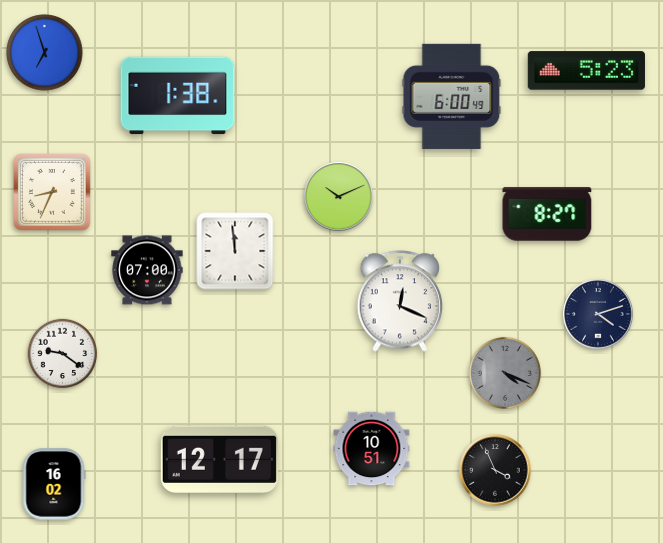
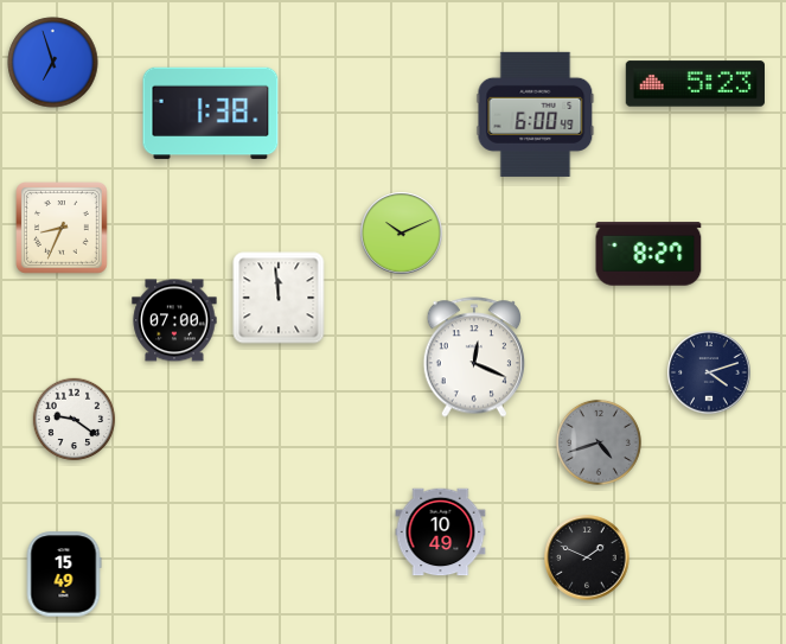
clock at (505, 373): 4:19 -> 4:42
clock at (372, 449): 10:51 -> 10:49
clock at (219, 459): 12:17 -> none
clock at (495, 470): 3:56 -> 1:49
clock at (54, 484): 16:02 -> 15:49
